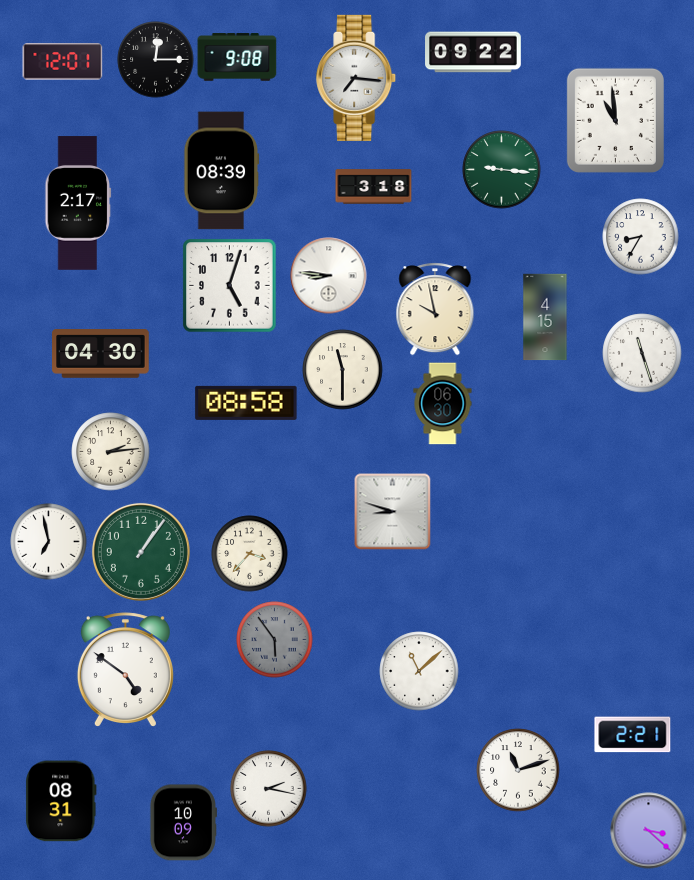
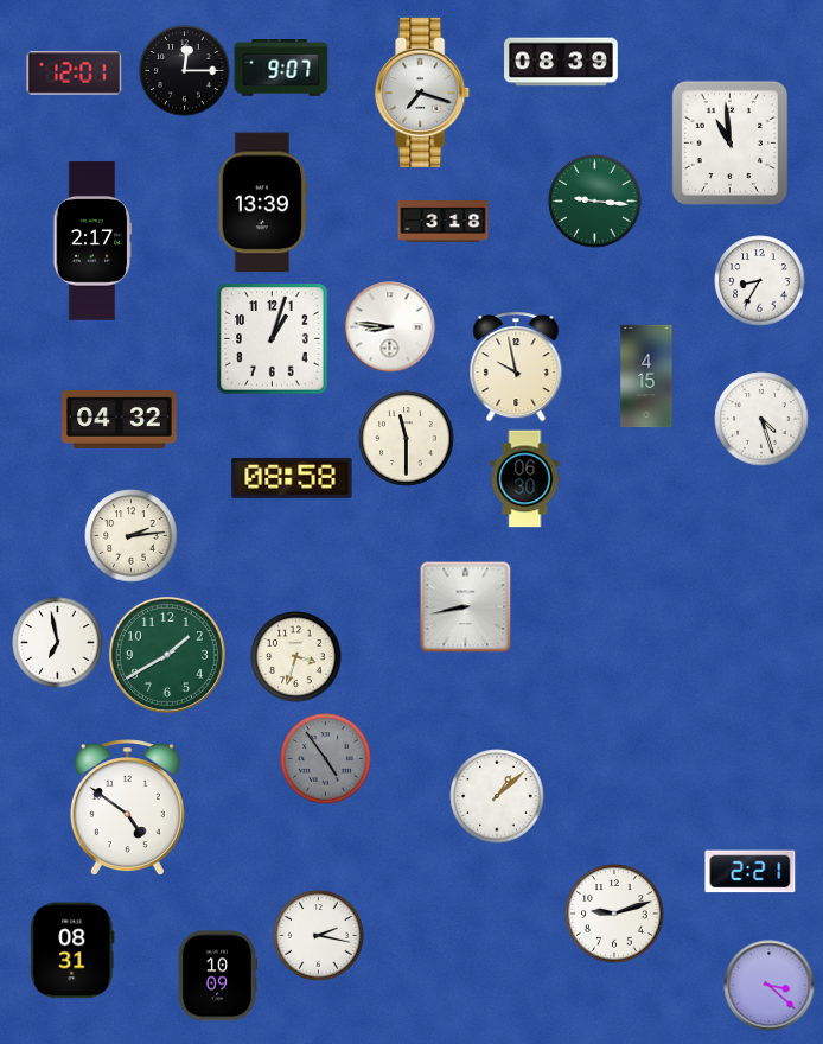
clock at (473, 52): 09:22 -> 08:39
clock at (237, 57): 9:08 -> 9:07
clock at (357, 78): 7:16 -> 7:18
clock at (222, 171): 08:39 -> 13:39
clock at (230, 286): 5:03 -> 1:03
clock at (642, 353): 11:27 -> 4:27
clock at (101, 354): 04:30 -> 04:32
clock at (393, 512): 8:48 -> 8:43
clock at (141, 552): 1:06 -> 1:40
clock at (250, 554): 3:37 -> 3:33
clock at (275, 640): 5:54 -> 4:54
clock at (125, 669) position: (125, 669) -> (127, 807)
clock at (419, 671): 11:08 -> 1:08
clock at (518, 770): 11:12 -> 9:12
